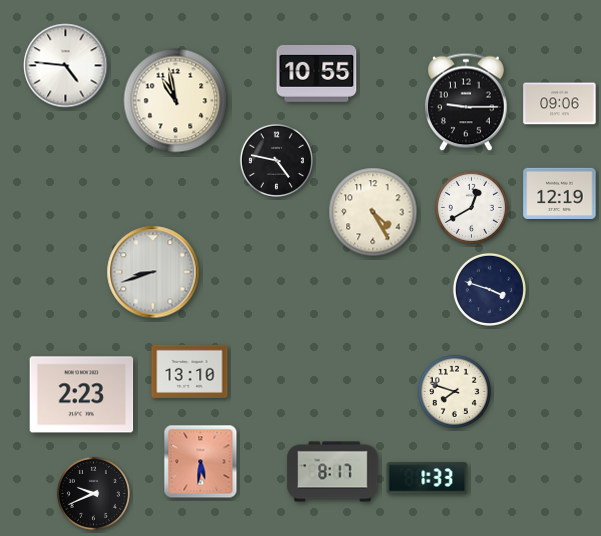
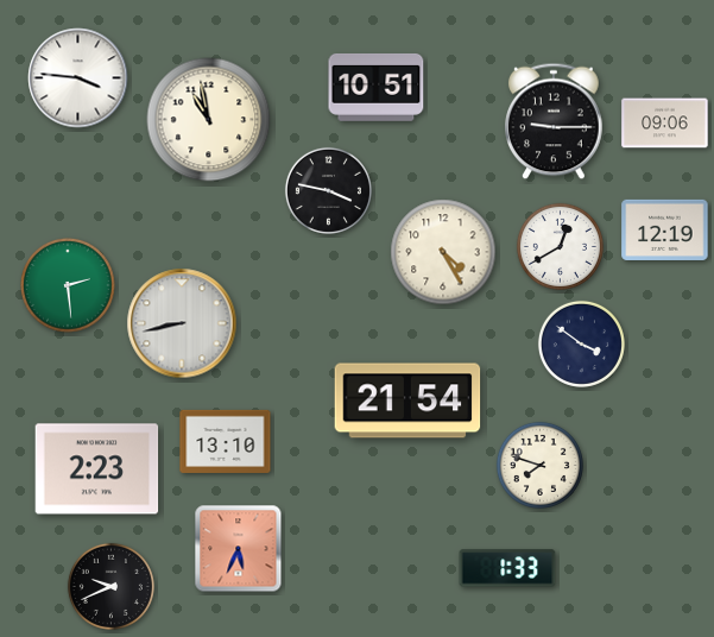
clock at (66, 66): 4:46 -> 3:46
clock at (317, 73): 10:55 -> 10:51
clock at (276, 160): 4:47 -> 3:47
clock at (68, 285): none -> 2:29
clock at (153, 272): 8:42 -> 8:43
clock at (489, 289): 3:48 -> 3:51
clock at (407, 401): none -> 21:54
clock at (201, 462): 5:31 -> 5:34
clock at (333, 472): 8:17 -> none
